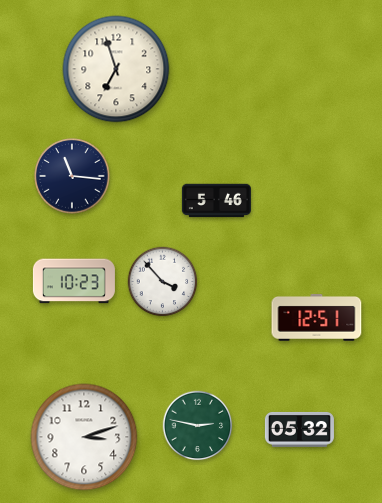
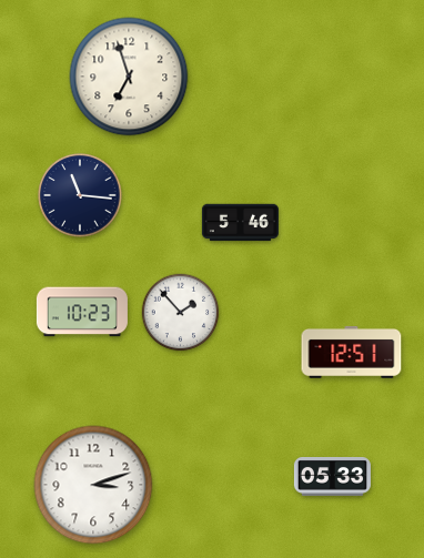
clock at (163, 282): 3:53 -> 1:53
clock at (198, 426): 2:47 -> none
clock at (299, 429): 05:32 -> 05:33
